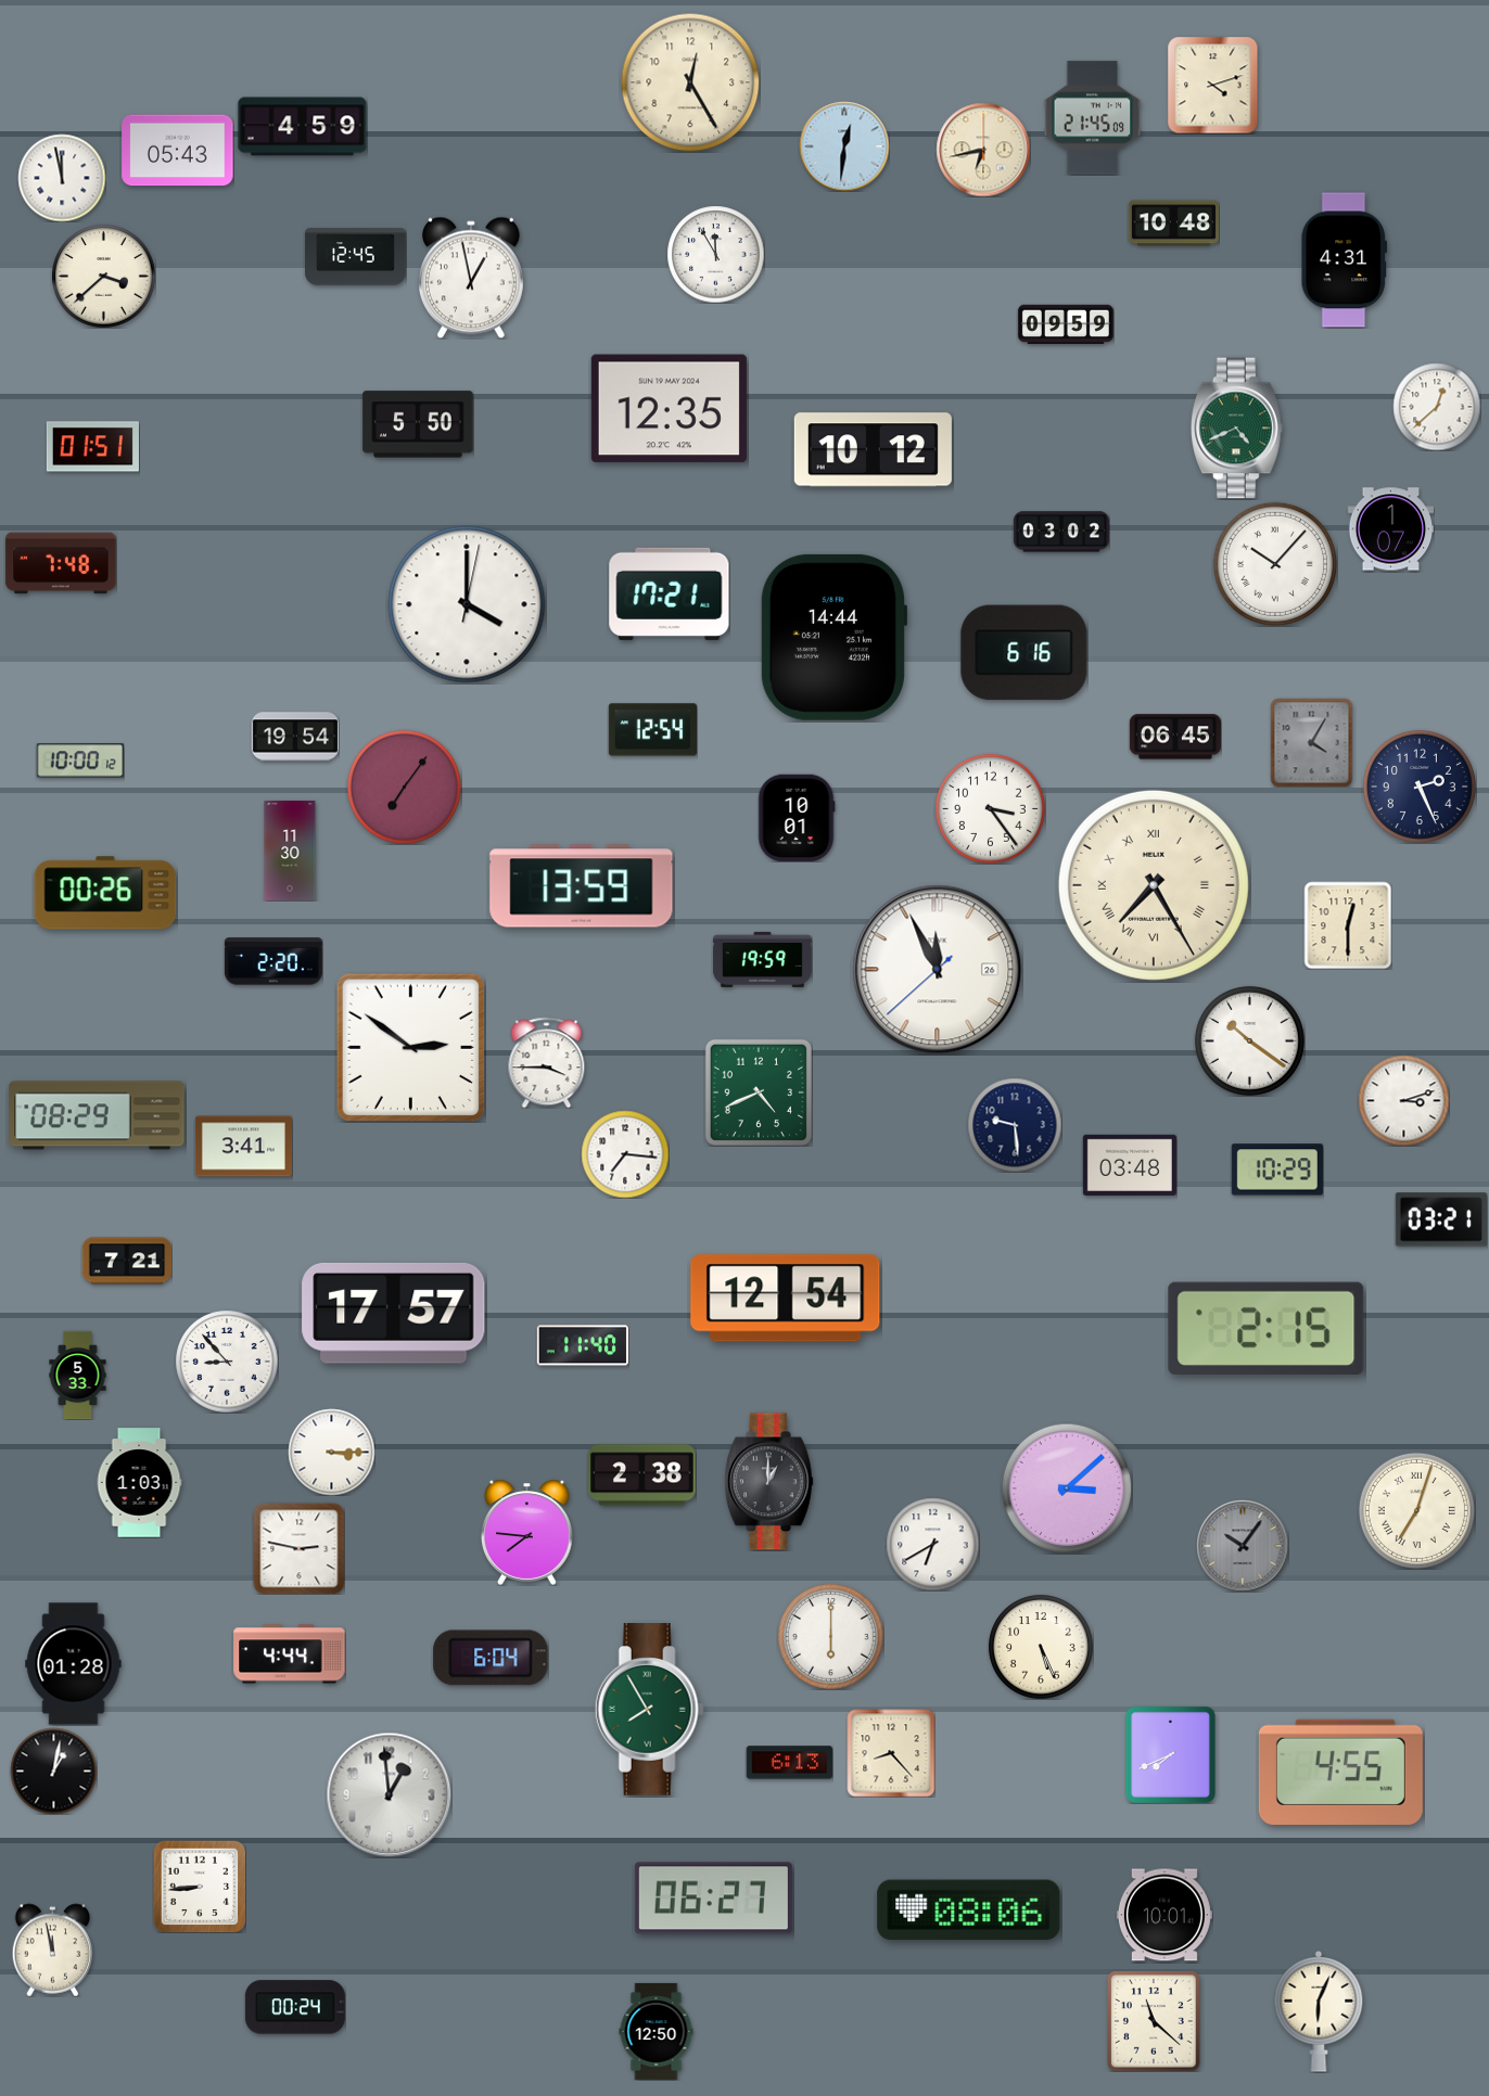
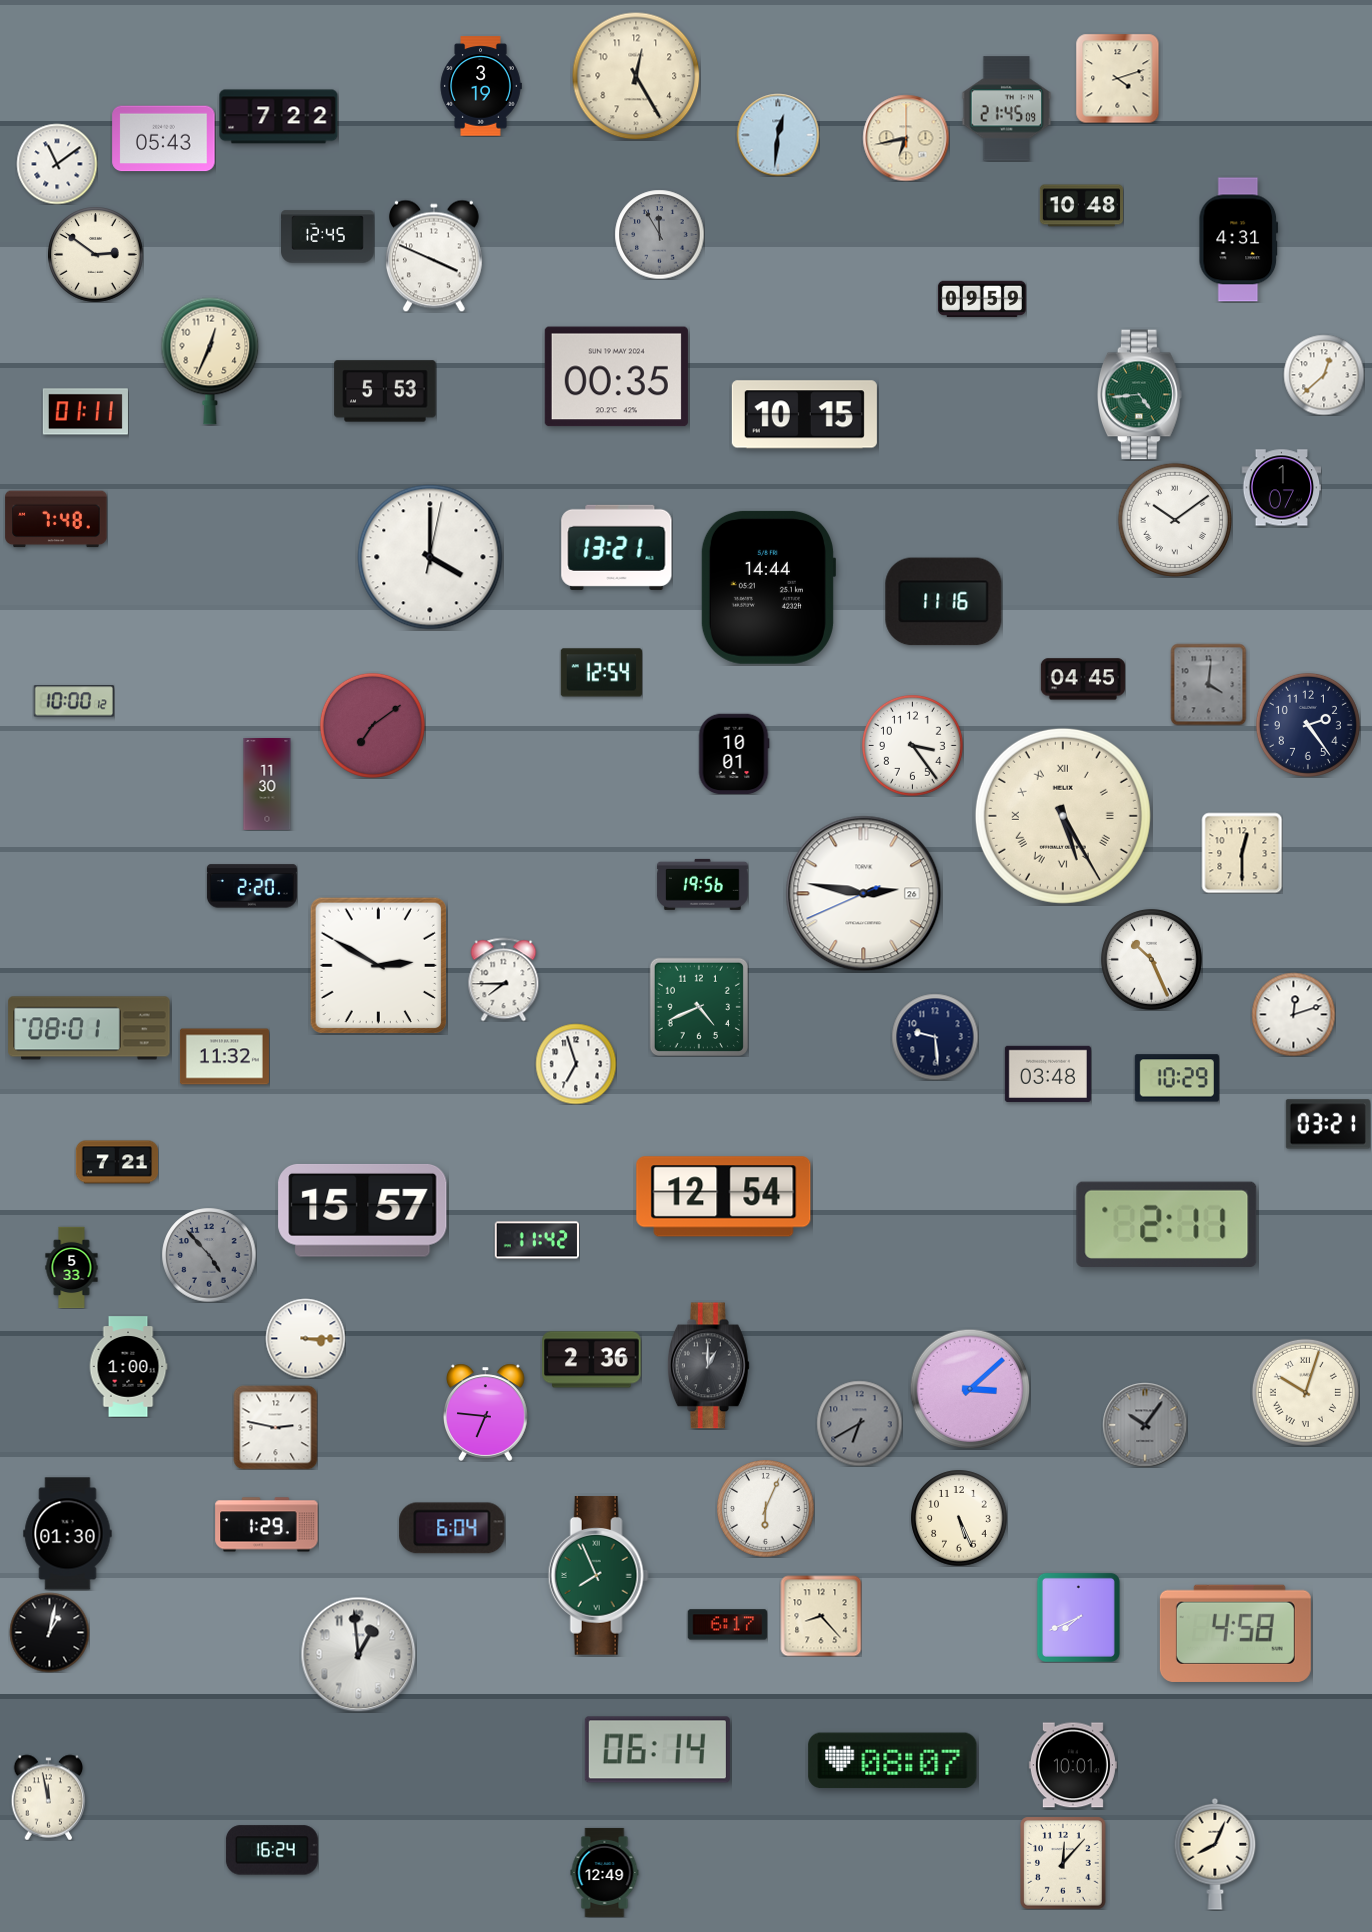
clock at (481, 86): none -> 3:19
clock at (303, 127): 4:59 -> 7:22
clock at (62, 178): 11:58 -> 11:09
clock at (715, 254) dial: white -> grey
clock at (103, 276): 3:38 -> 2:51
clock at (471, 278): 12:58 -> 3:49
clock at (210, 361): none -> 12:34
clock at (669, 409): 12:35 -> 00:35
clock at (418, 424): 5:50 -> 5:53
clock at (1237, 429): 4:41 -> 4:44
clock at (92, 447): 01:51 -> 01:11
clock at (873, 450): 10:12 -> 10:15
clock at (1061, 532): 03:02 -> none
clock at (1275, 564): 10:07 -> 10:09
clock at (670, 593): 17:21 -> 13:21
clock at (1025, 653): 6:16 -> 11:16
clock at (295, 737): 19:54 -> none
clock at (1175, 737): 06:45 -> 04:45
clock at (1312, 742): 4:05 -> 4:01
clock at (404, 787): 7:06 -> 7:09
clock at (1420, 787): 2:26 -> 2:24
clock at (1154, 885): 7:25 -> 5:25
clock at (582, 886): 13:59 -> none
clock at (105, 893): 00:26 -> none
clock at (762, 959): 19:59 -> 19:56
clock at (938, 970): 11:55 -> 2:46
clock at (1249, 1040): 10:21 -> 10:26
clock at (410, 1047): 2:51 -> 2:50
clock at (547, 1062): 3:45 -> 7:45
clock at (1403, 1100): 3:12 -> 12:12
clock at (97, 1115): 08:29 -> 08:01
clock at (243, 1147): 3:41 -> 11:32
clock at (625, 1154): 7:16 -> 6:57
clock at (1130, 1165) position: (1130, 1165) -> (1048, 1074)
clock at (394, 1313): 17:57 -> 15:57
clock at (1267, 1328): 2:15 -> 2:11
clock at (583, 1345): 11:40 -> 11:42
clock at (227, 1362): 8:53 -> 4:53
clock at (227, 1362) dial: white -> grey
clock at (642, 1475): 2:38 -> 2:36
clock at (139, 1483): 1:03 -> 1:00
clock at (1067, 1488) position: (1067, 1488) -> (970, 1389)
clock at (1416, 1510): 7:03 -> 10:03
clock at (527, 1532): 7:46 -> 6:46
clock at (932, 1544) dial: white -> grey
clock at (831, 1637): 6:00 -> 6:04
clock at (290, 1654): 4:44 -> 1:29
clock at (74, 1664): 01:28 -> 01:30
clock at (649, 1710): 7:55 -> 7:56
clock at (789, 1763): 6:13 -> 6:17
clock at (1340, 1772): 4:55 -> 4:58
clock at (200, 1887): 8:44 -> none
clock at (713, 1899): 06:27 -> 06:14
clock at (969, 1910): 08:06 -> 08:07
clock at (295, 2007): 00:24 -> 16:24
clock at (1319, 2011): 6:04 -> 8:04
clock at (1154, 2021): 11:22 -> 12:07
clock at (657, 2031): 12:50 -> 12:49
